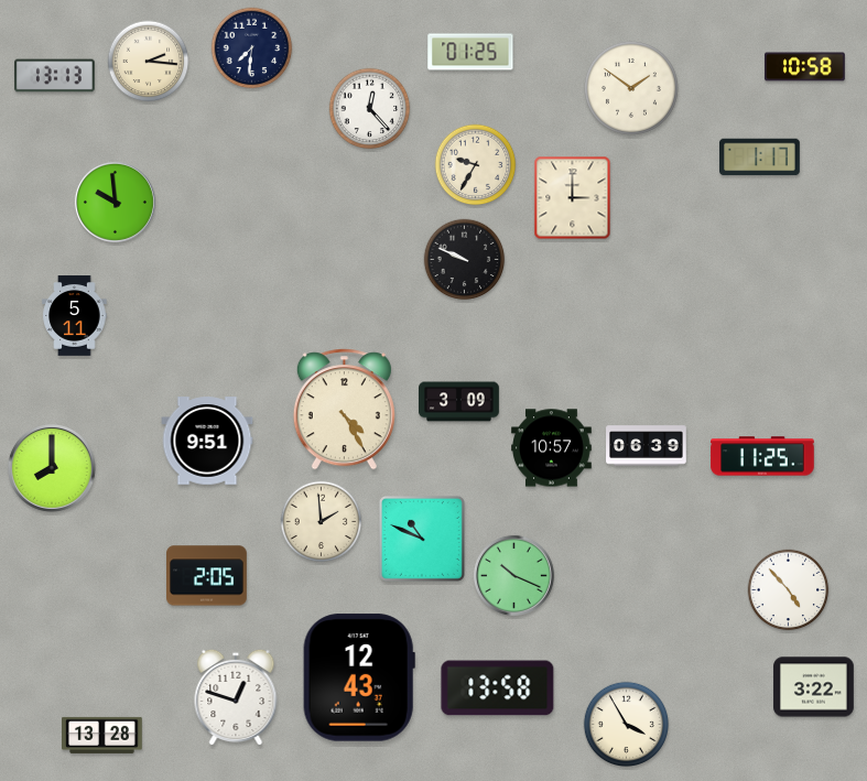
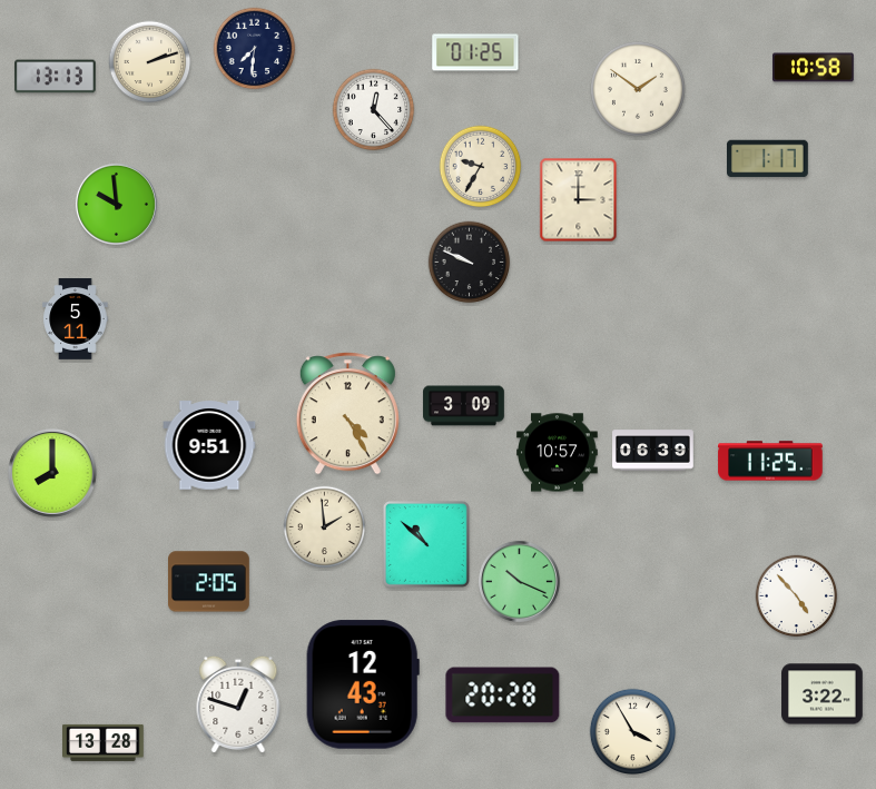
clock at (149, 62): 2:16 -> 2:12
clock at (422, 539): 10:49 -> 10:52
clock at (498, 688): 13:58 -> 20:28
